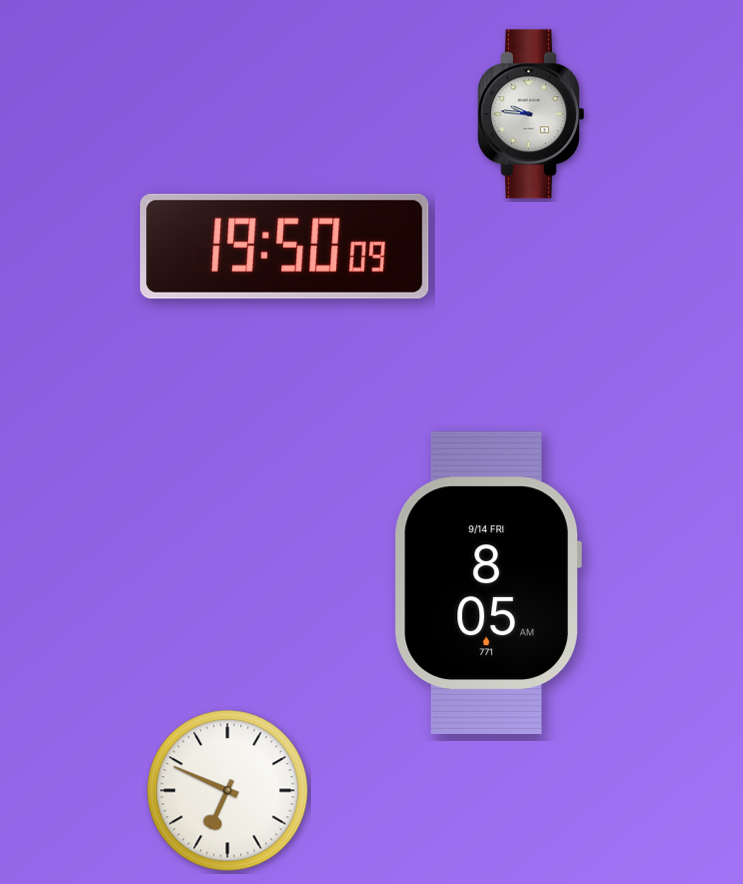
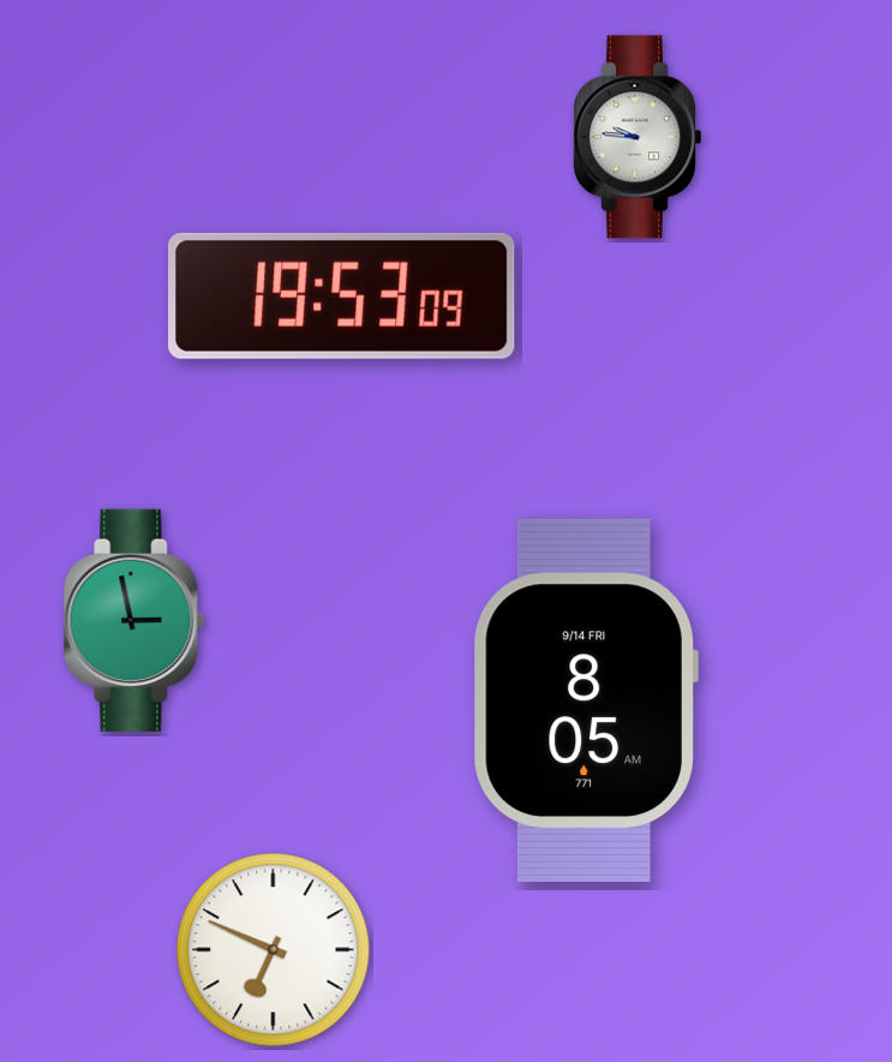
clock at (285, 246): 19:50 -> 19:53
clock at (134, 620): none -> 2:58
